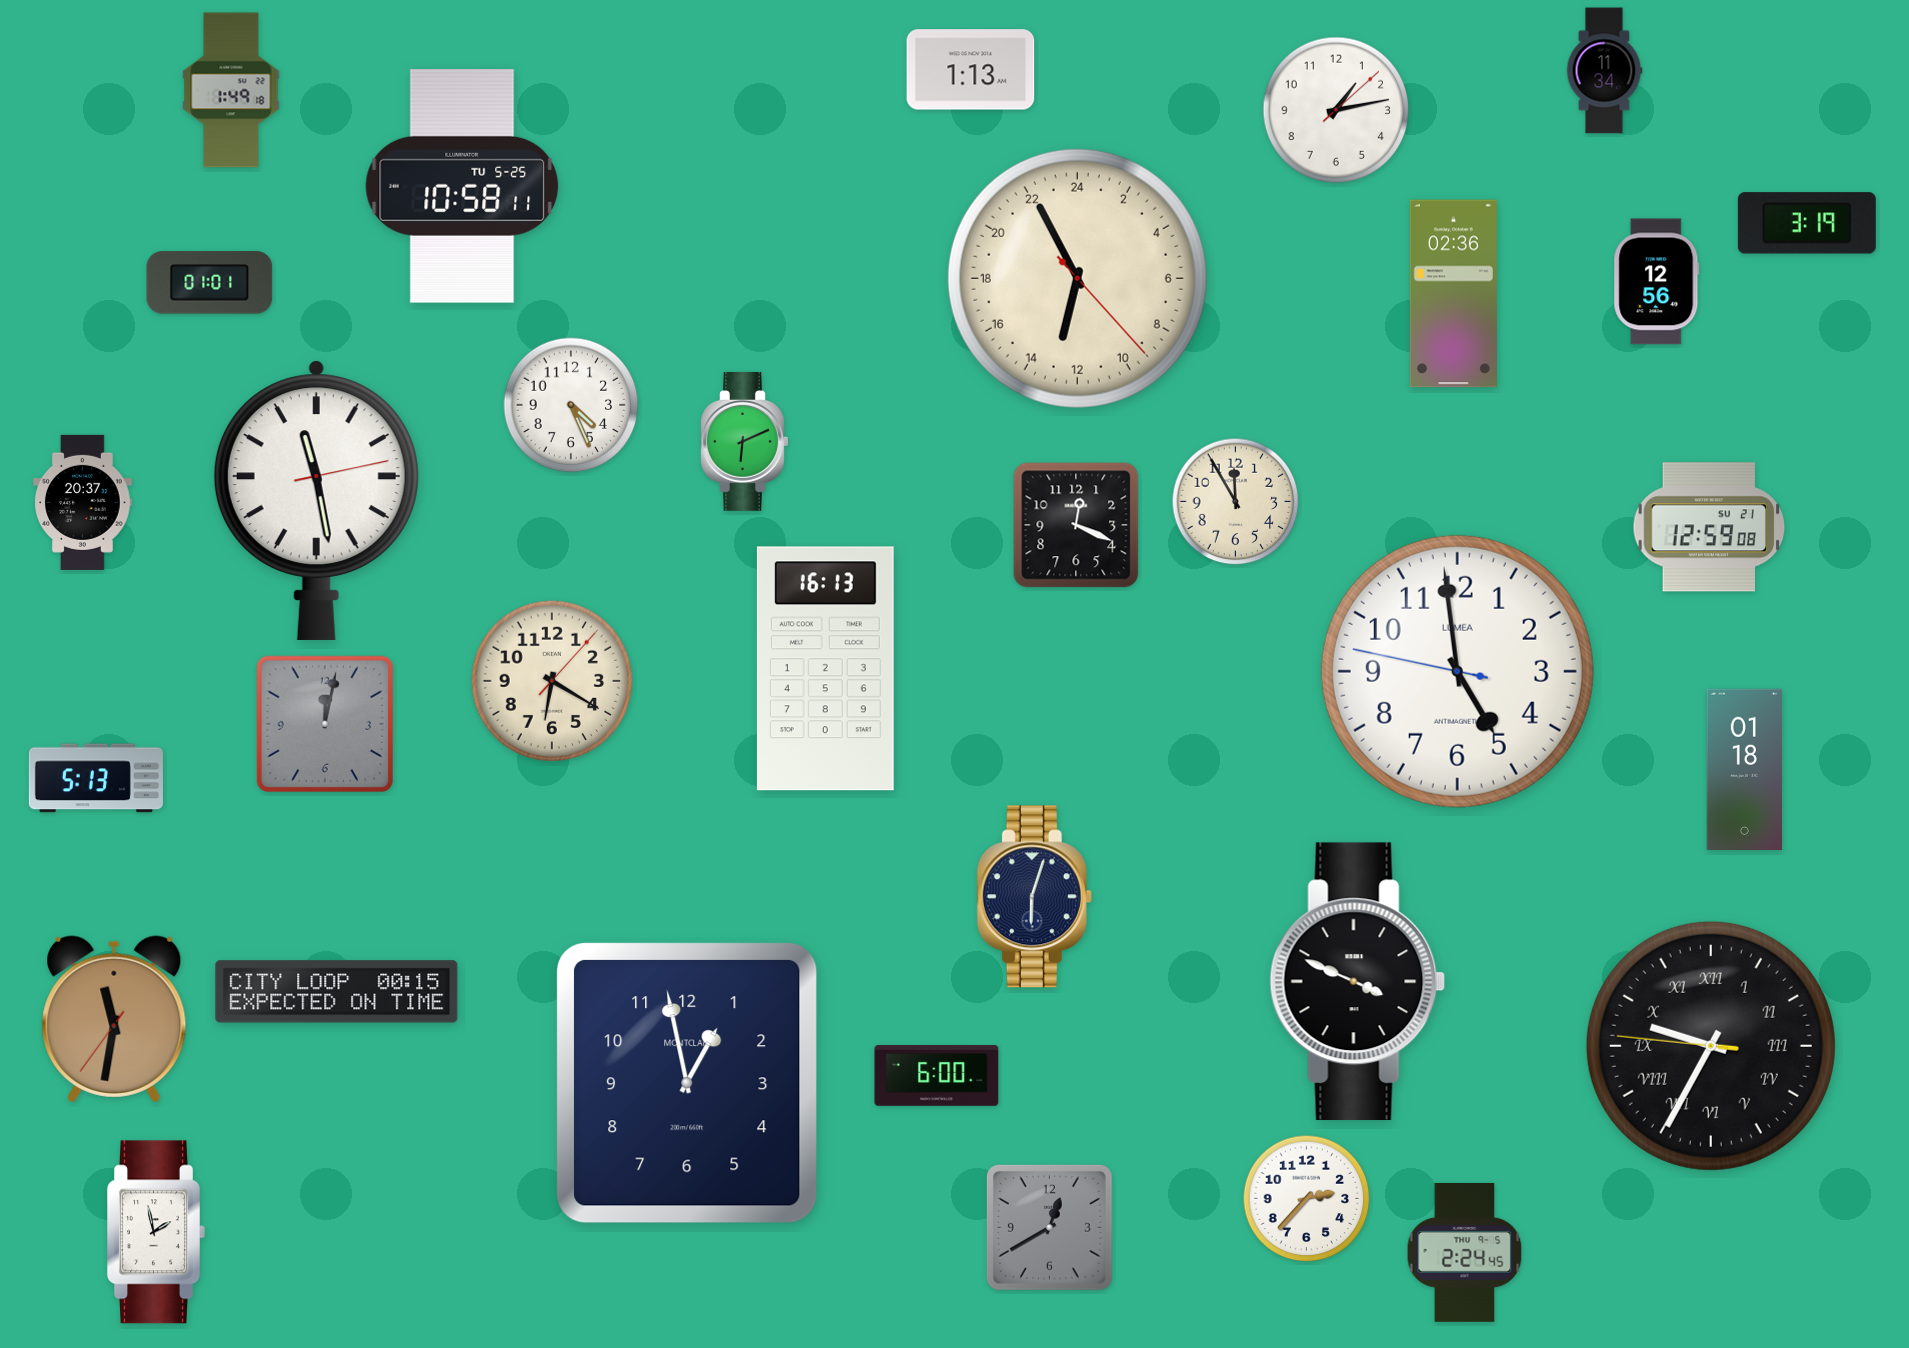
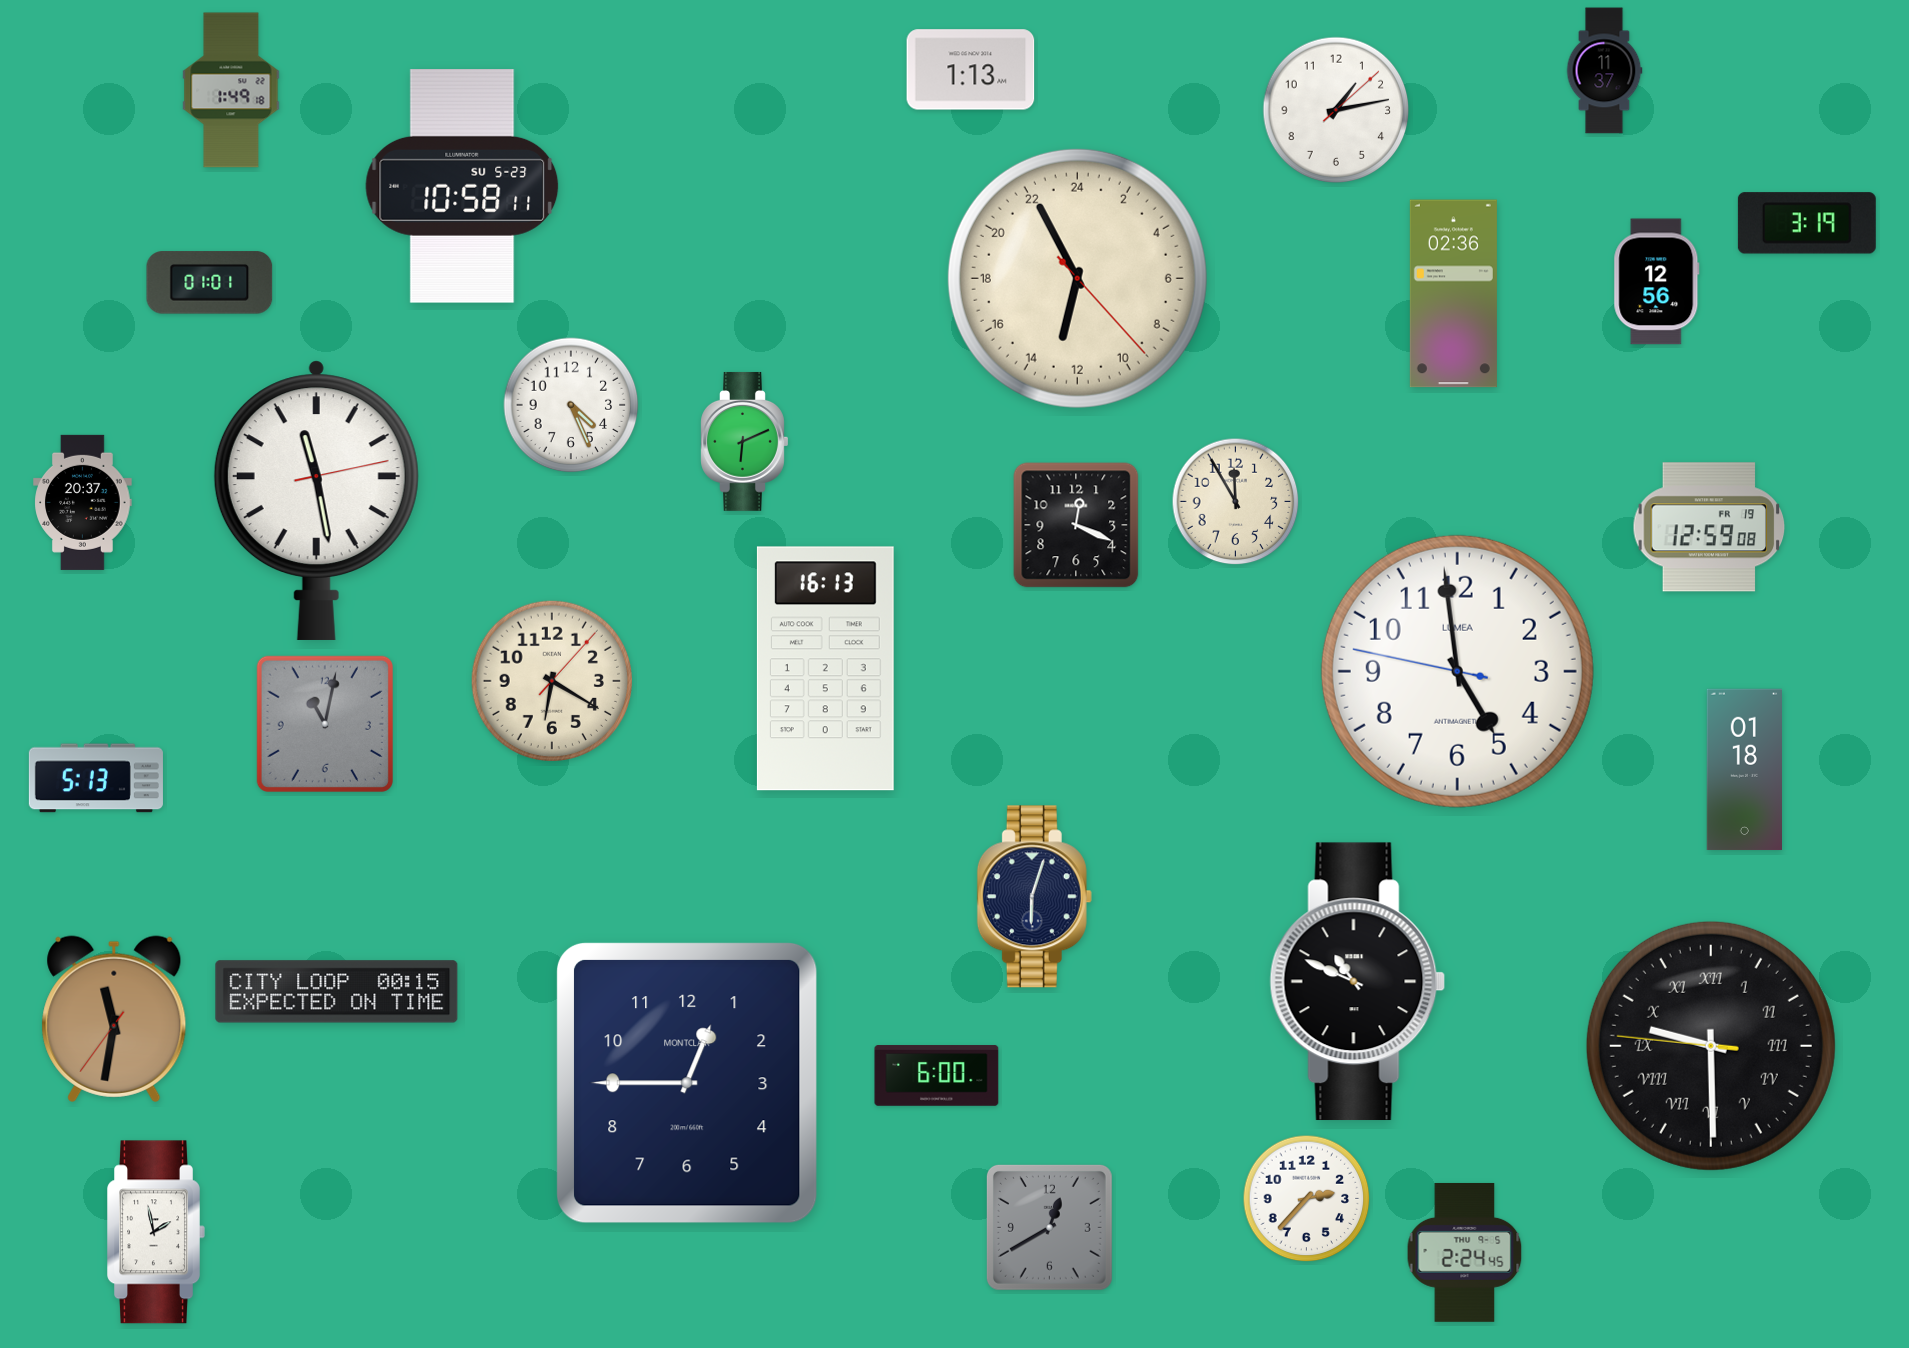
clock at (1604, 71): 11:34 -> 11:37
clock at (462, 186) date: TU 5-25 -> SU 5-23
clock at (1709, 527) date: SU 21 -> FR 19
clock at (325, 724): 12:02 -> 11:02
clock at (1358, 982): 3:49 -> 10:49
clock at (1711, 1046): 9:34 -> 9:29
clock at (687, 1083): 12:58 -> 12:45
